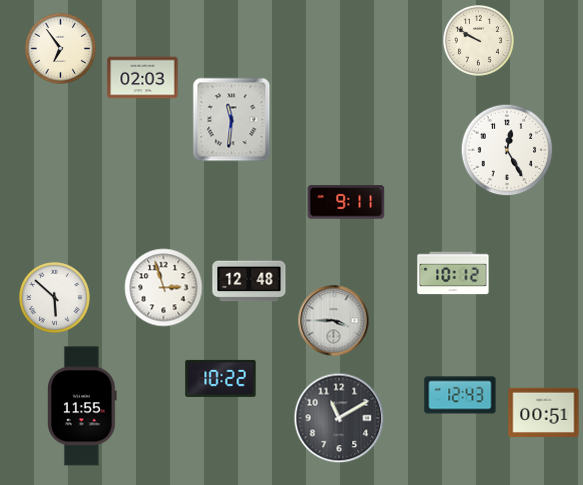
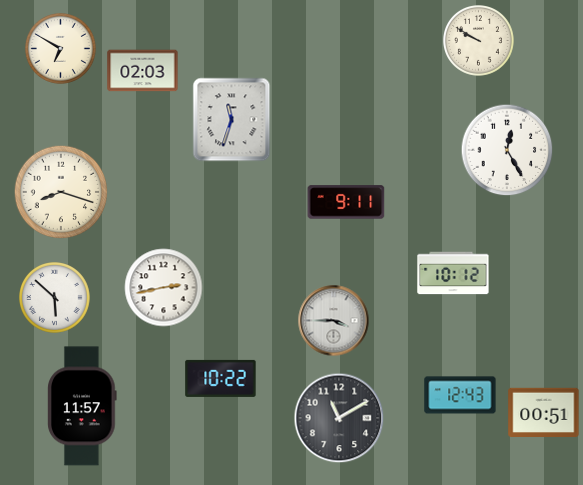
clock at (61, 49): 6:54 -> 6:50
clock at (143, 78) position: (143, 78) -> (143, 71)
clock at (232, 120): 11:31 -> 11:33
clock at (61, 192): none -> 8:18
clock at (249, 281): 12:48 -> none
clock at (164, 288): 2:57 -> 2:43
clock at (82, 406): 11:55 -> 11:57
